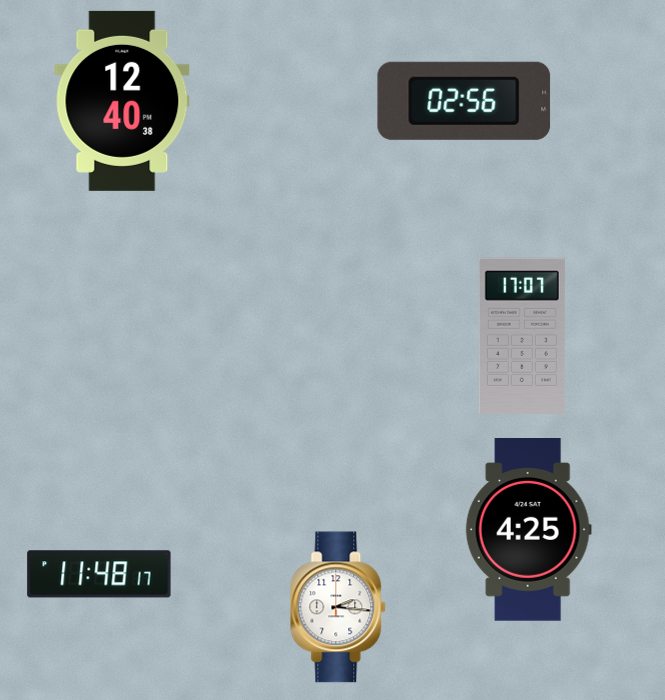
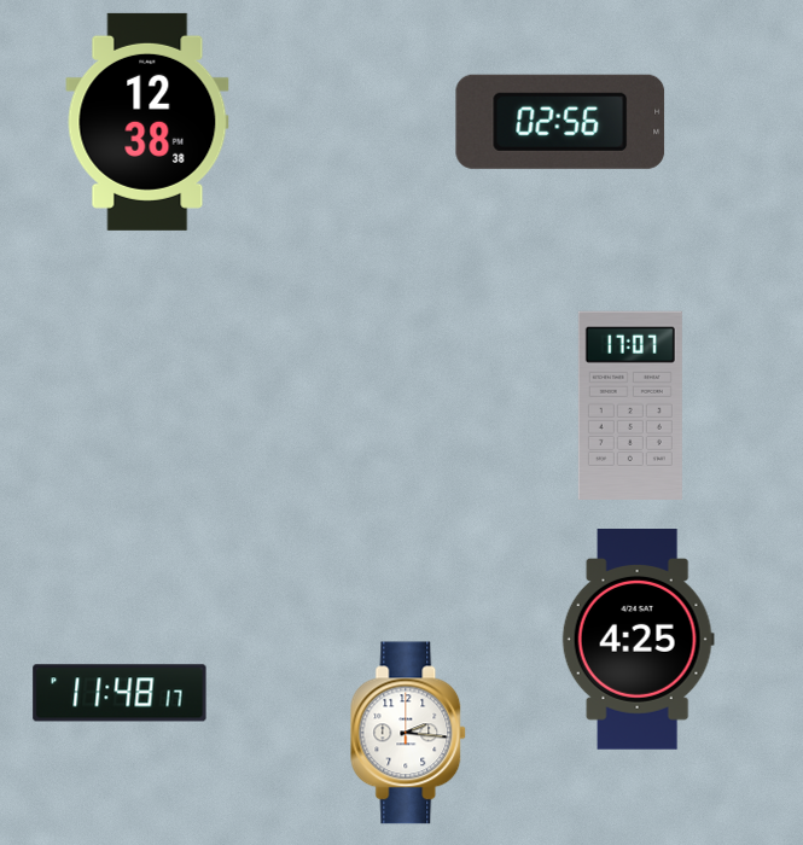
clock at (122, 101): 12:40 -> 12:38
